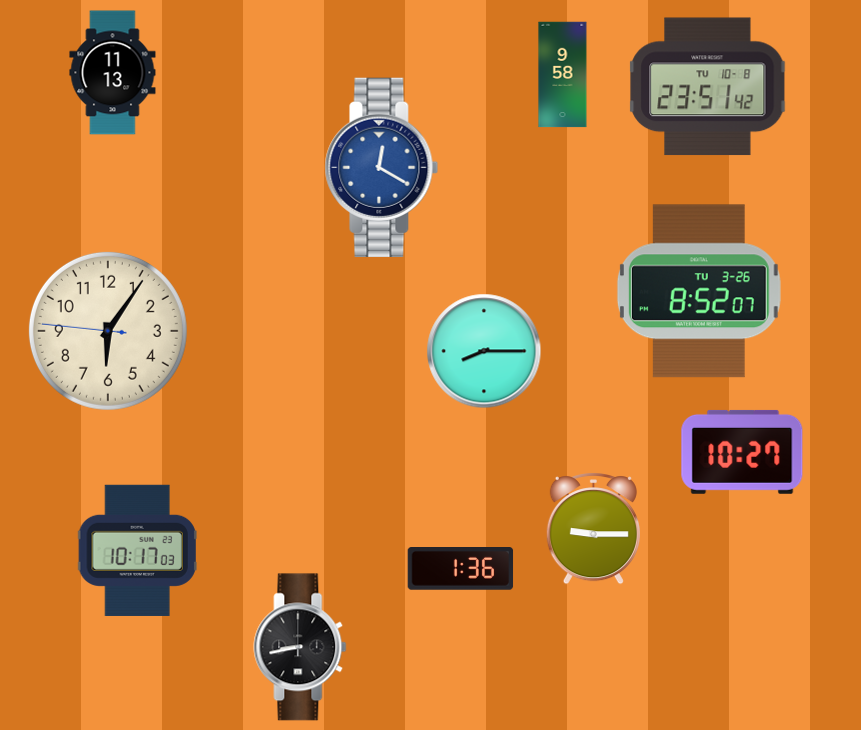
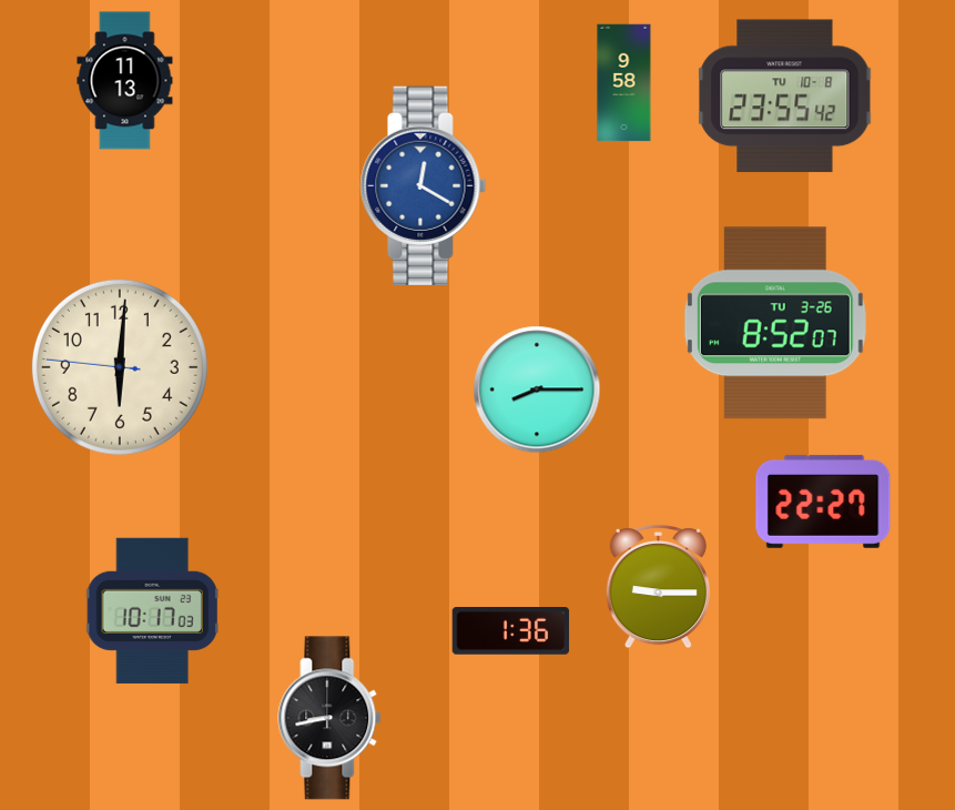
clock at (708, 87): 23:51 -> 23:55
clock at (108, 331): 6:05 -> 6:00
clock at (742, 452): 10:27 -> 22:27
clock at (300, 647) position: (300, 647) -> (329, 718)
